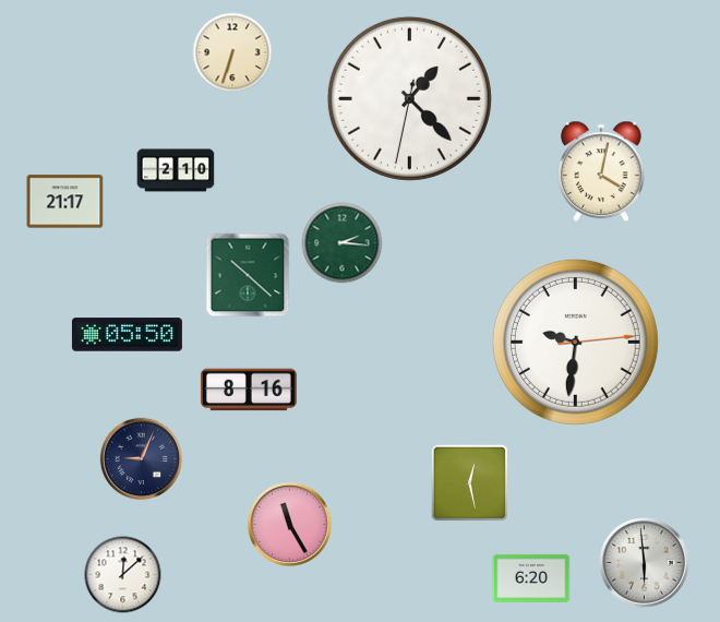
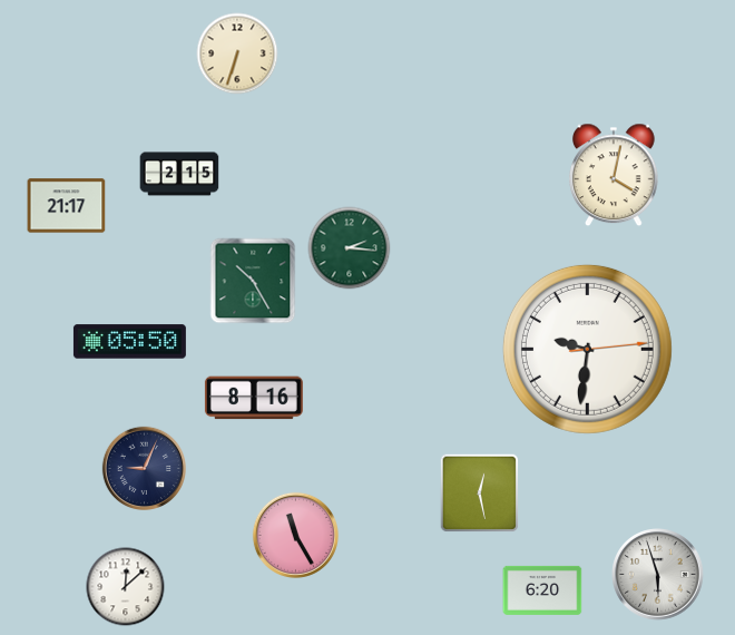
clock at (409, 98): 1:22 -> none
clock at (176, 170): 2:10 -> 2:15
clock at (248, 275): 10:22 -> 10:25
clock at (645, 563): 5:59 -> 5:57
